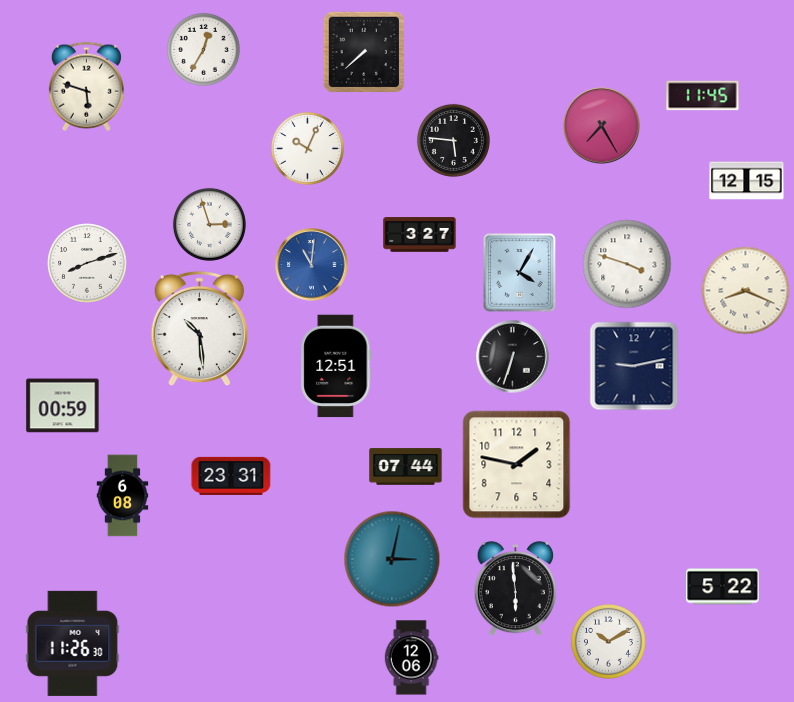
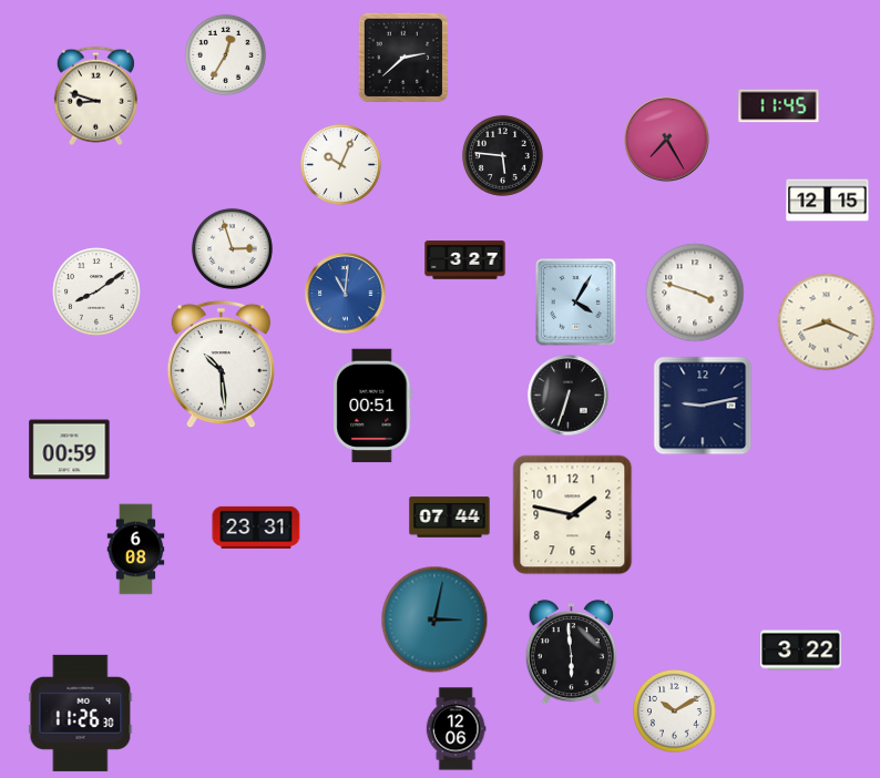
clock at (364, 52): 7:38 -> 2:38
clock at (86, 87): 5:48 -> 8:48
clock at (87, 263): 8:12 -> 8:09
clock at (336, 366): 12:51 -> 00:51
clock at (723, 587): 5:22 -> 3:22
